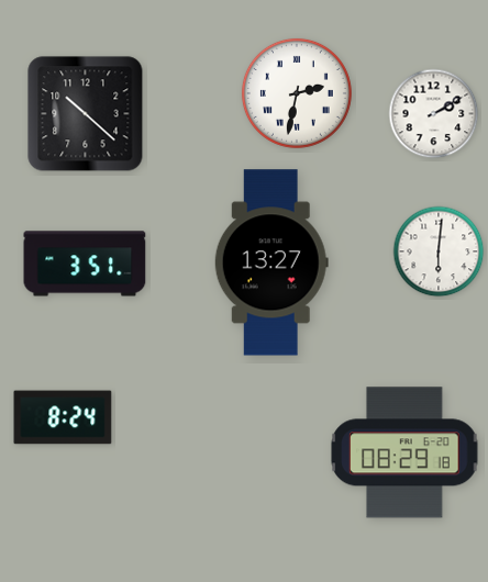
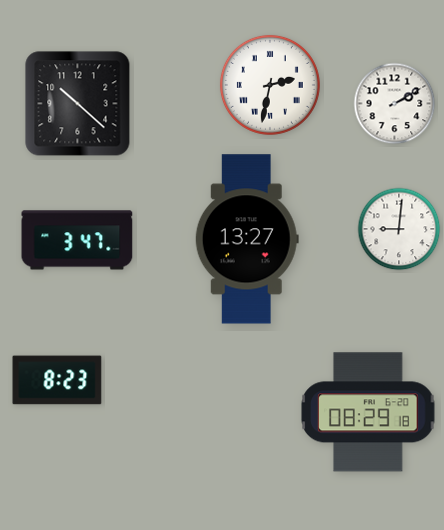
clock at (439, 251): 6:01 -> 9:01
clock at (85, 264): 3:51 -> 3:47
clock at (63, 417): 8:24 -> 8:23
